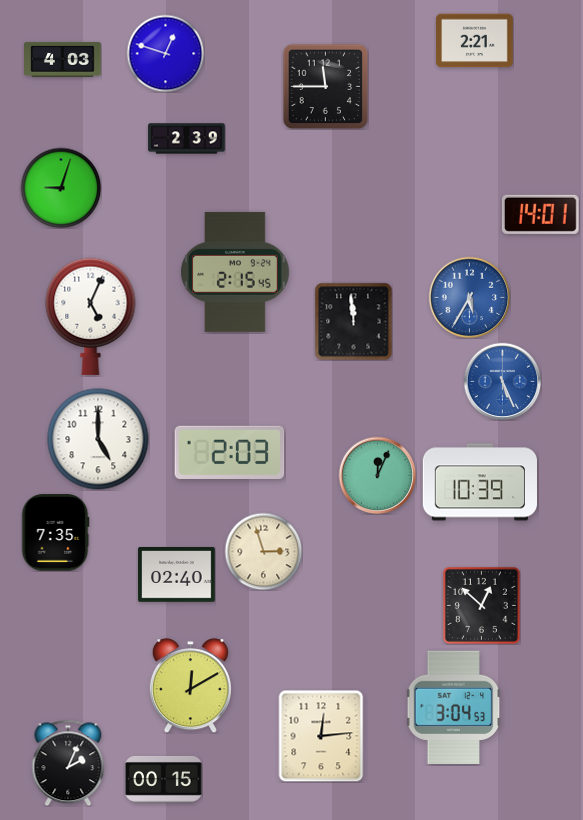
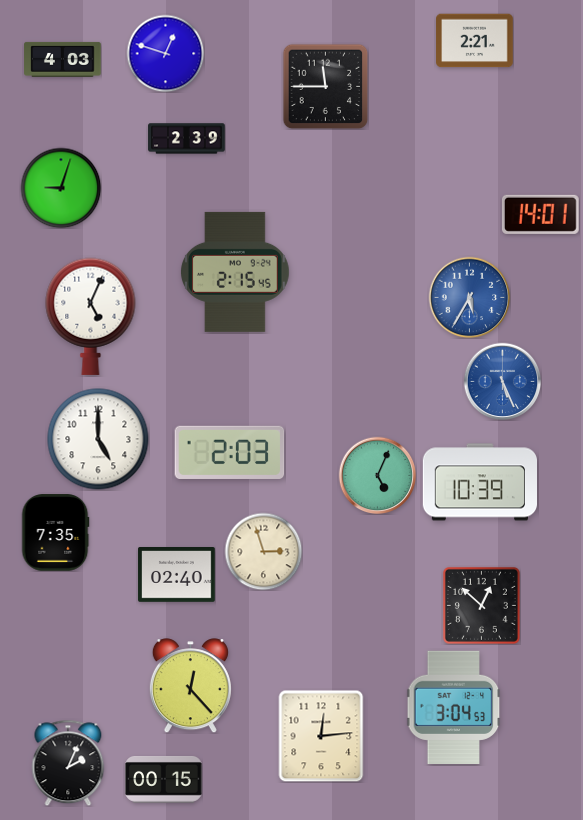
clock at (353, 321): 11:59 -> none
clock at (377, 475): 12:04 -> 5:04
clock at (190, 686): 12:10 -> 12:23
